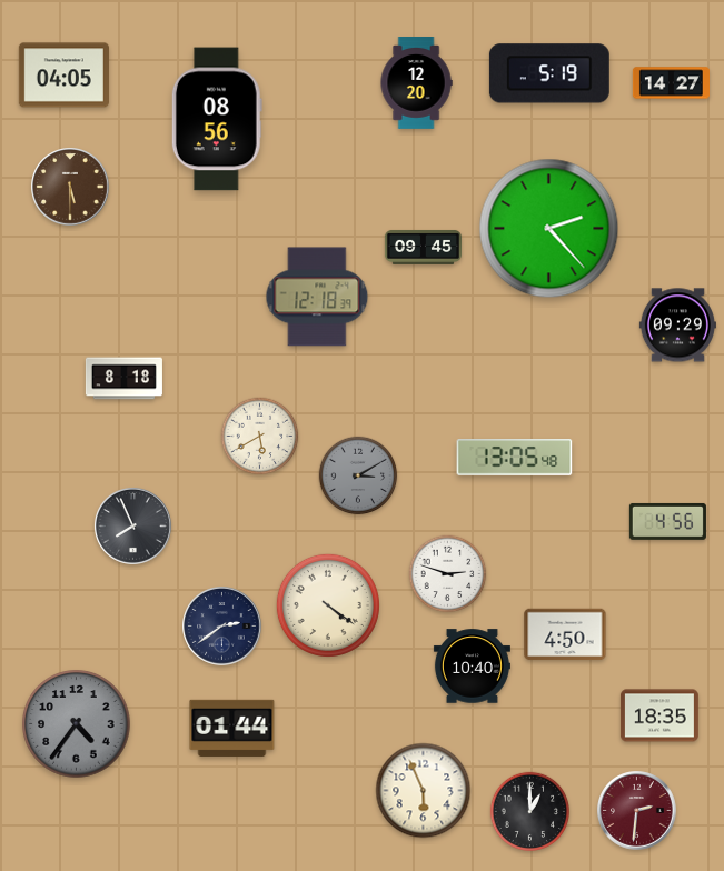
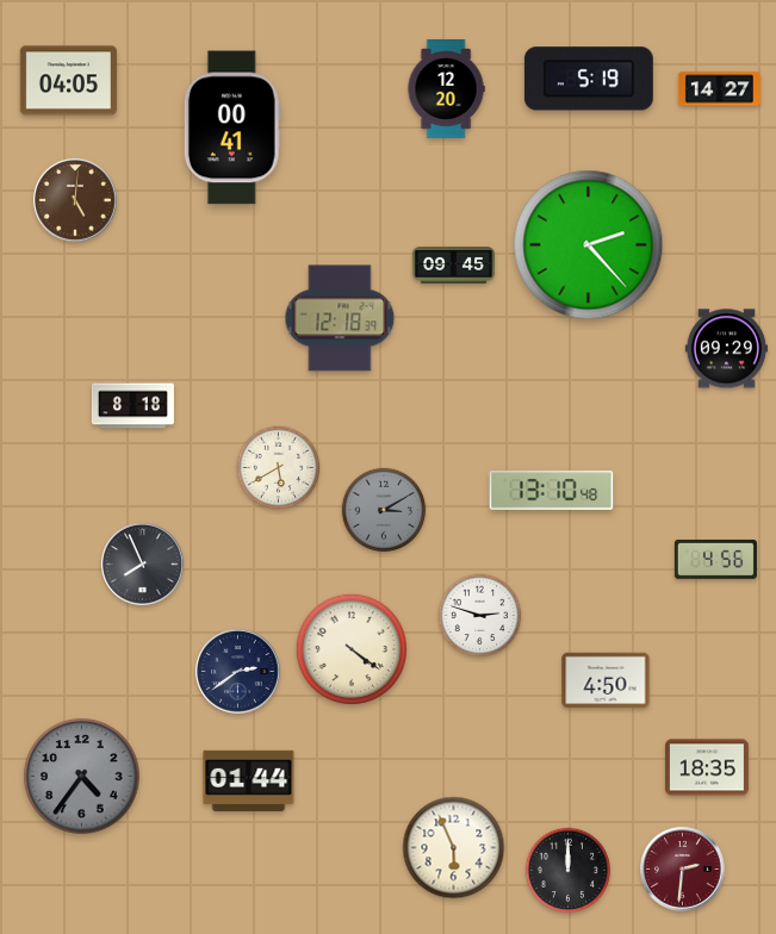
clock at (217, 119): 08:56 -> 00:41
clock at (71, 188): 5:30 -> 5:01
clock at (515, 458): 13:05 -> 13:10
clock at (472, 667): 10:40 -> none
clock at (529, 811): 1:00 -> 12:00
